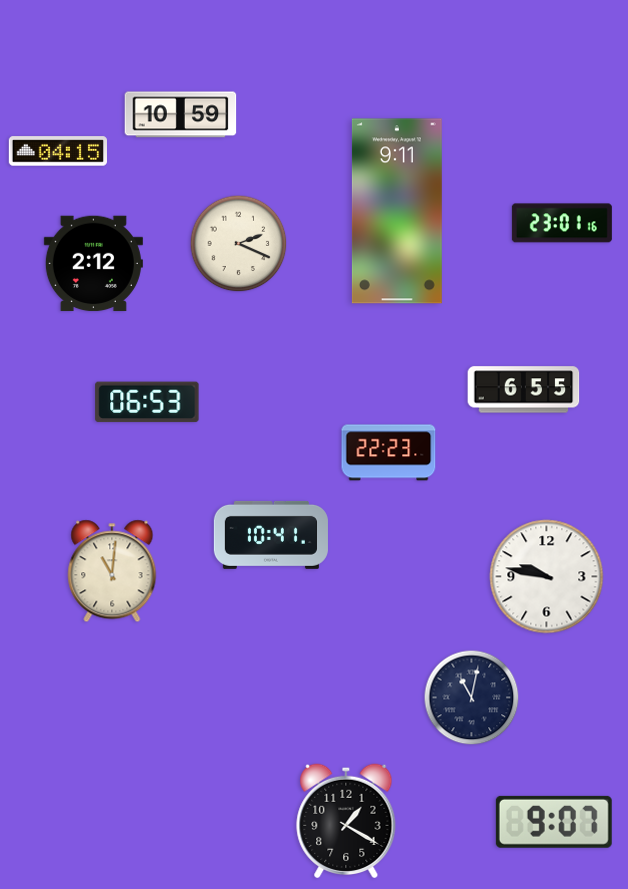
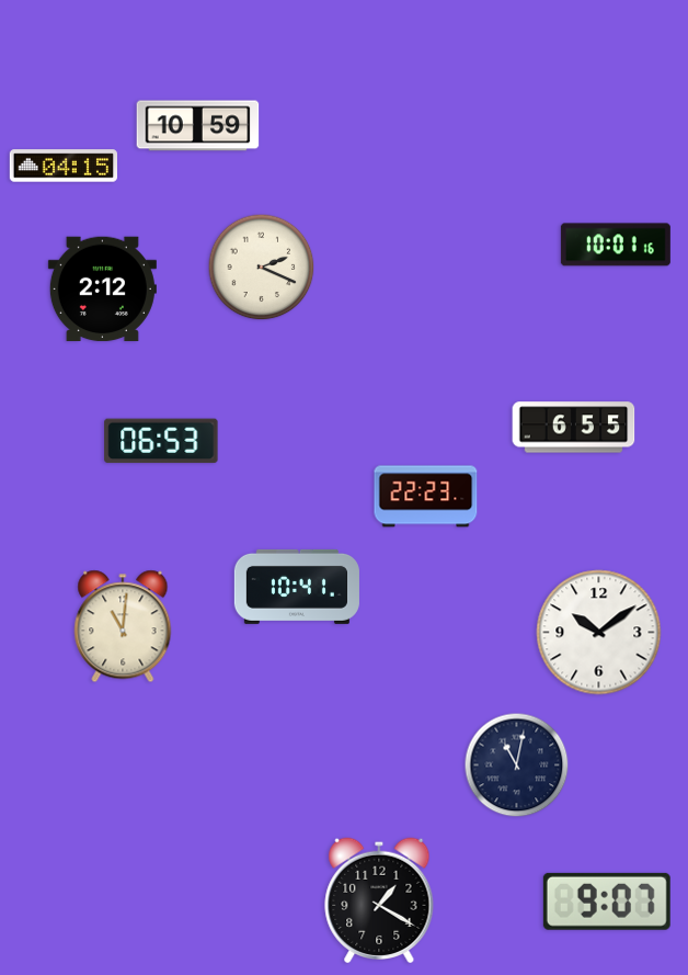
clock at (397, 211): 9:11 -> none
clock at (562, 223): 23:01 -> 10:01
clock at (547, 577): 9:47 -> 10:09
